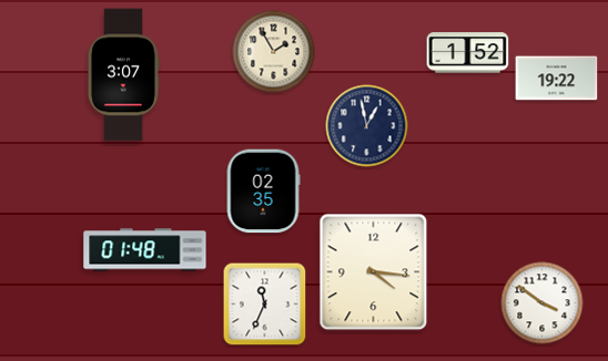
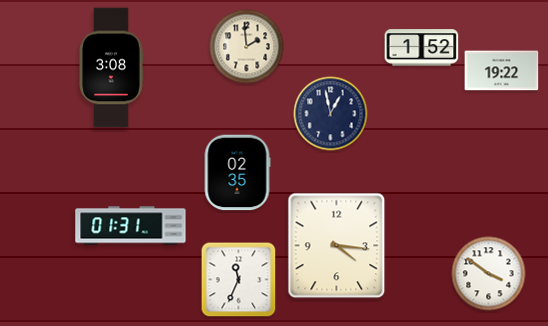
clock at (274, 52): 1:55 -> 1:59
clock at (123, 75): 3:07 -> 3:08
clock at (145, 250): 01:48 -> 01:31
clock at (265, 305) position: (265, 305) -> (239, 280)
